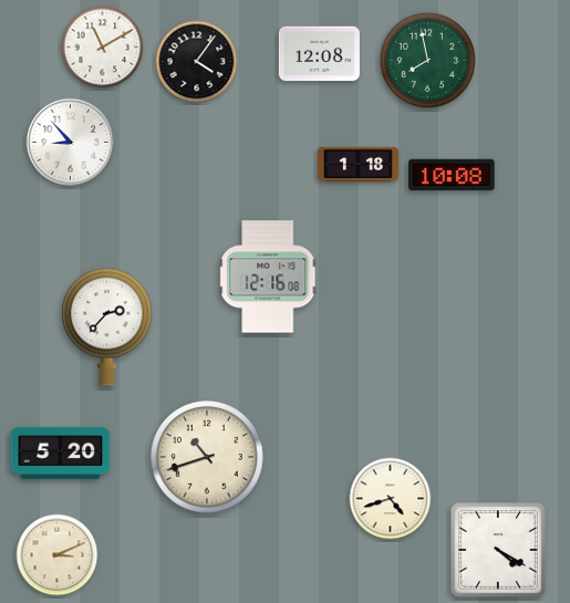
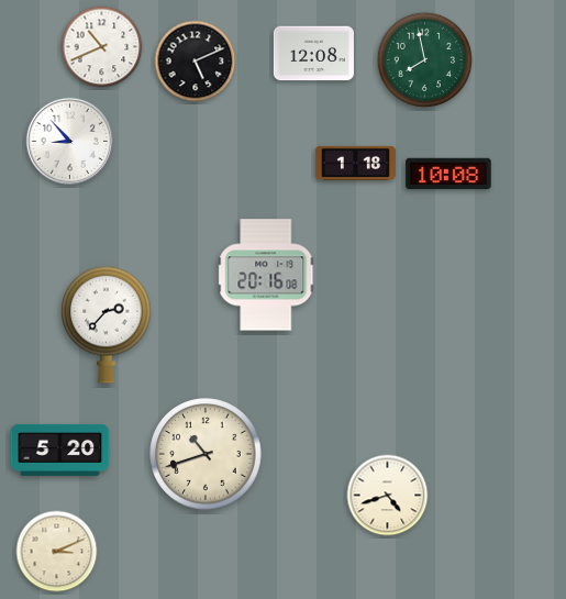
clock at (103, 48): 11:10 -> 10:41
clock at (319, 54) position: (319, 54) -> (313, 54)
clock at (197, 62): 4:06 -> 5:11
clock at (269, 277): 12:16 -> 20:16
clock at (498, 550): 4:20 -> none
